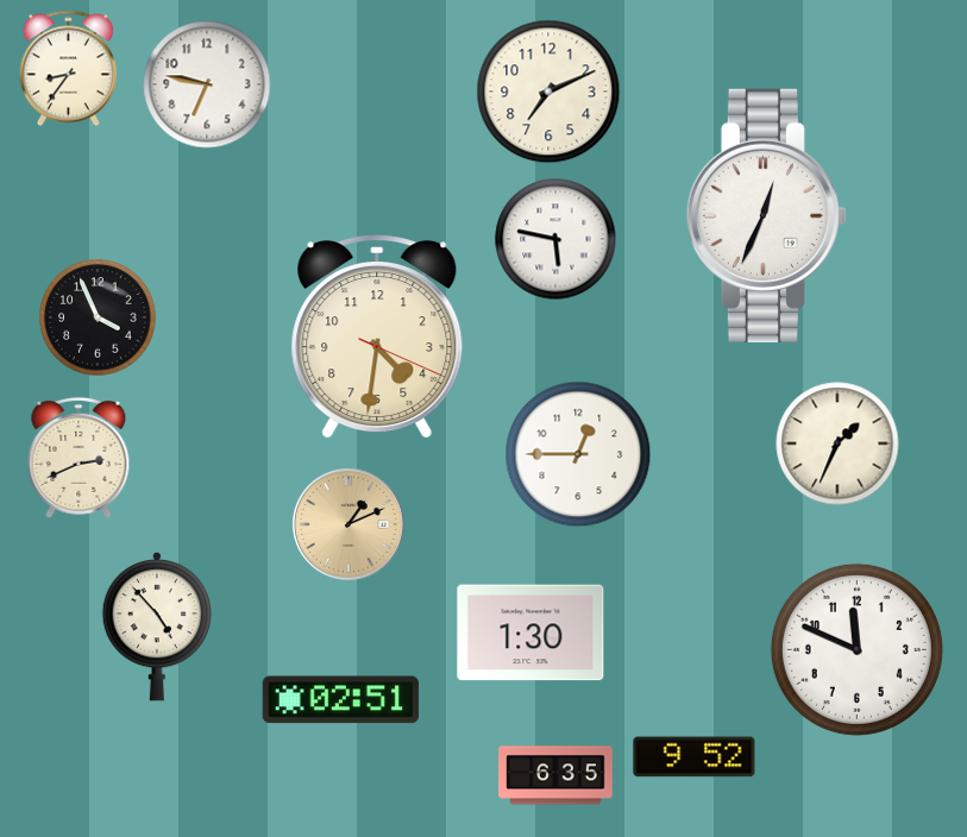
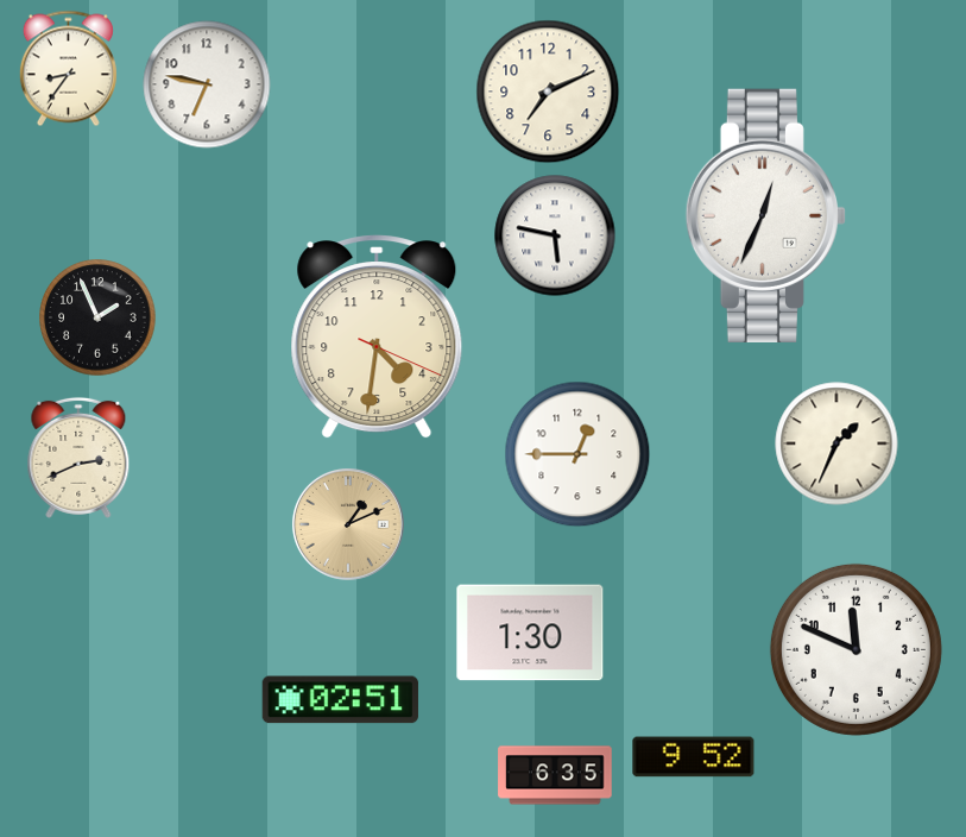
clock at (555, 239) position: (555, 239) -> (555, 235)
clock at (98, 317): 3:56 -> 1:56
clock at (156, 627): 4:53 -> none
